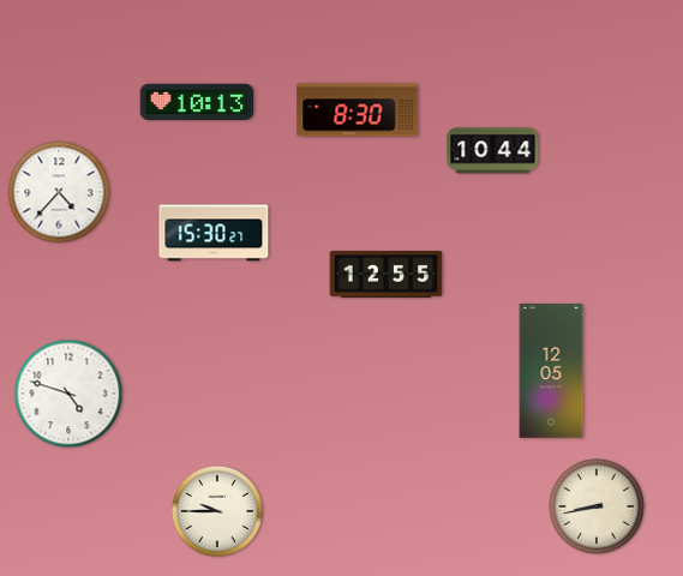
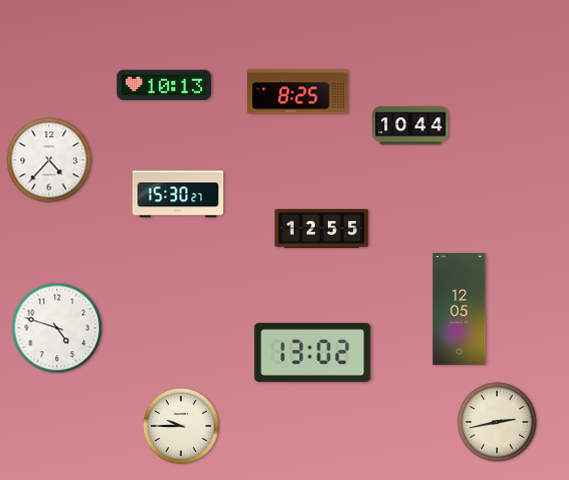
clock at (358, 110): 8:30 -> 8:25
clock at (313, 352): none -> 13:02
clock at (597, 506): 8:43 -> 2:43
